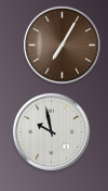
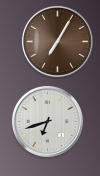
clock at (51, 131): 9:58 -> 6:42
